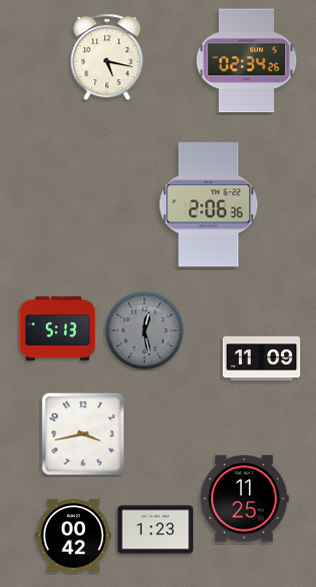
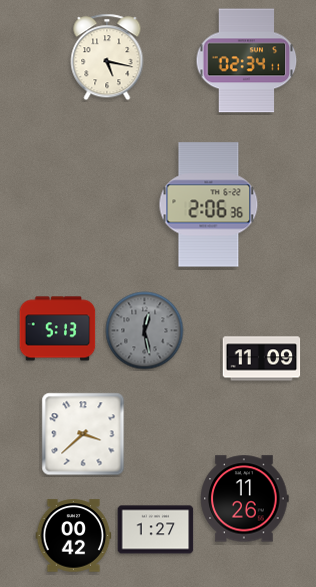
clock at (247, 61): 02:34:26 -> 02:34:11
clock at (83, 434): 3:43 -> 3:38
clock at (245, 499): 11:25 -> 11:26
clock at (156, 530): 1:23 -> 1:27
